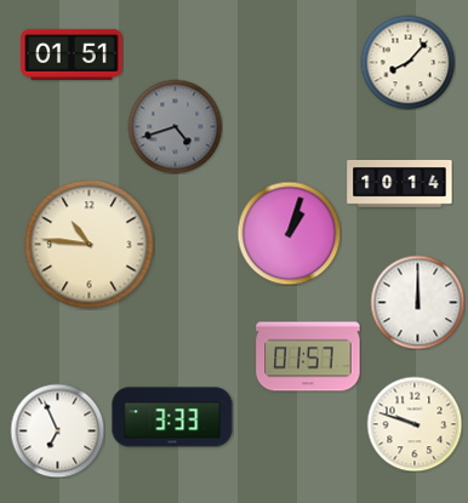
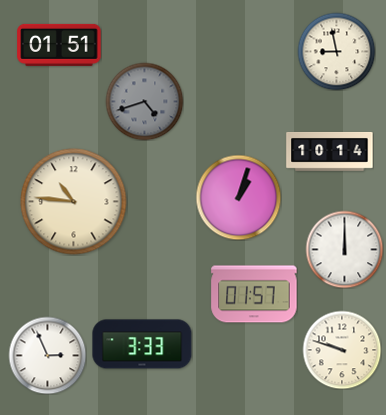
clock at (407, 62): 8:07 -> 8:58
clock at (175, 126) position: (175, 126) -> (144, 101)
clock at (289, 233) position: (289, 233) -> (238, 197)
clock at (57, 430): 6:56 -> 2:56
